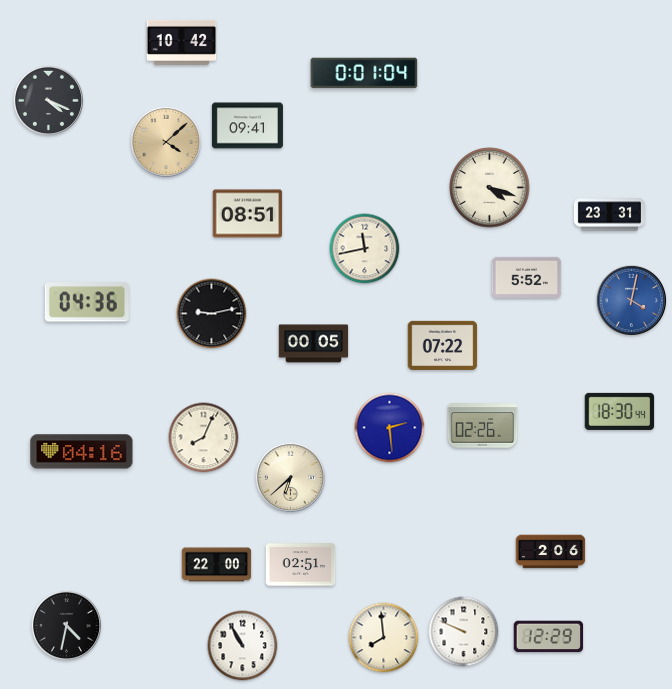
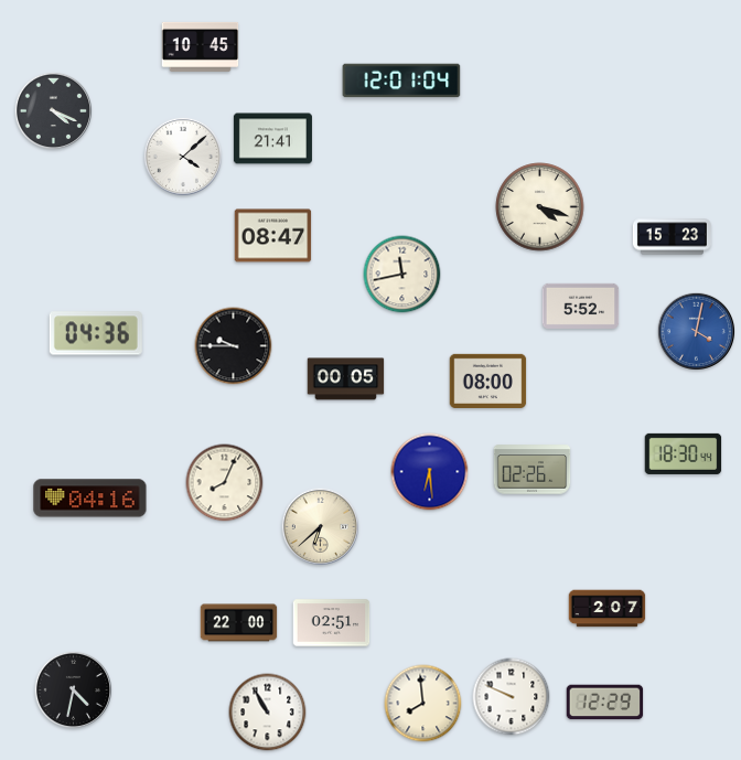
clock at (182, 42): 10:42 -> 10:45
clock at (364, 73): 0:01 -> 12:01
clock at (247, 126): 09:41 -> 21:41
clock at (166, 142) dial: champagne -> white
clock at (248, 214): 08:51 -> 08:47
clock at (609, 215): 23:31 -> 15:23
clock at (212, 314): 9:13 -> 9:45
clock at (443, 345): 07:22 -> 08:00
clock at (390, 428): 2:29 -> 6:29
clock at (551, 552): 2:06 -> 2:07
